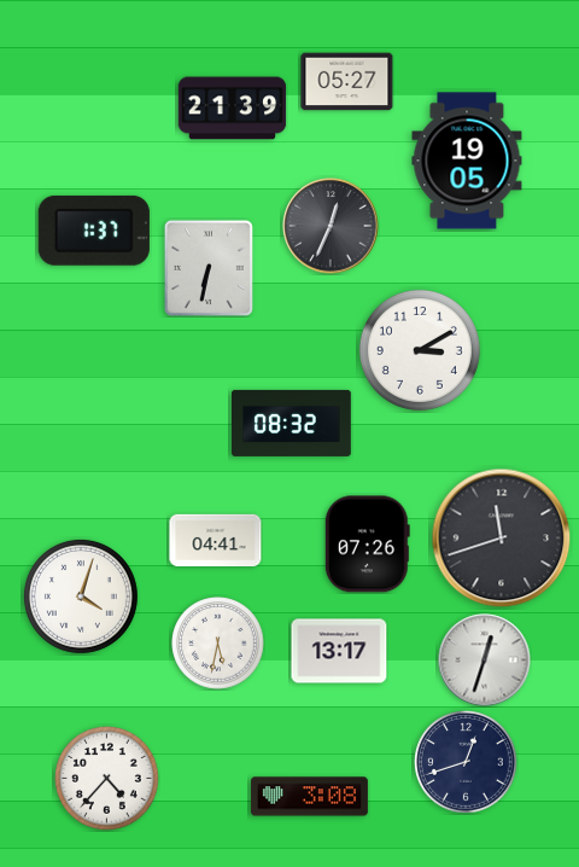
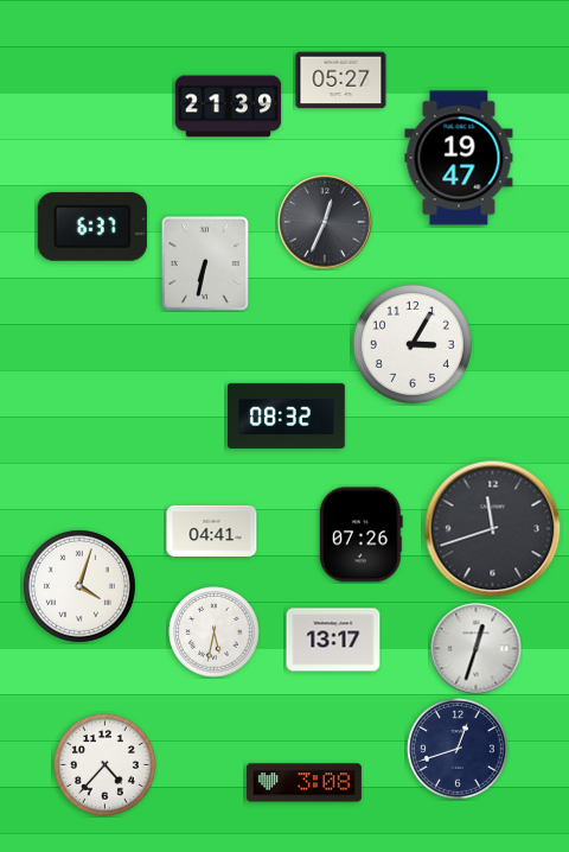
clock at (467, 161): 19:05 -> 19:47
clock at (94, 231): 1:37 -> 6:37
clock at (420, 350): 3:10 -> 3:05
